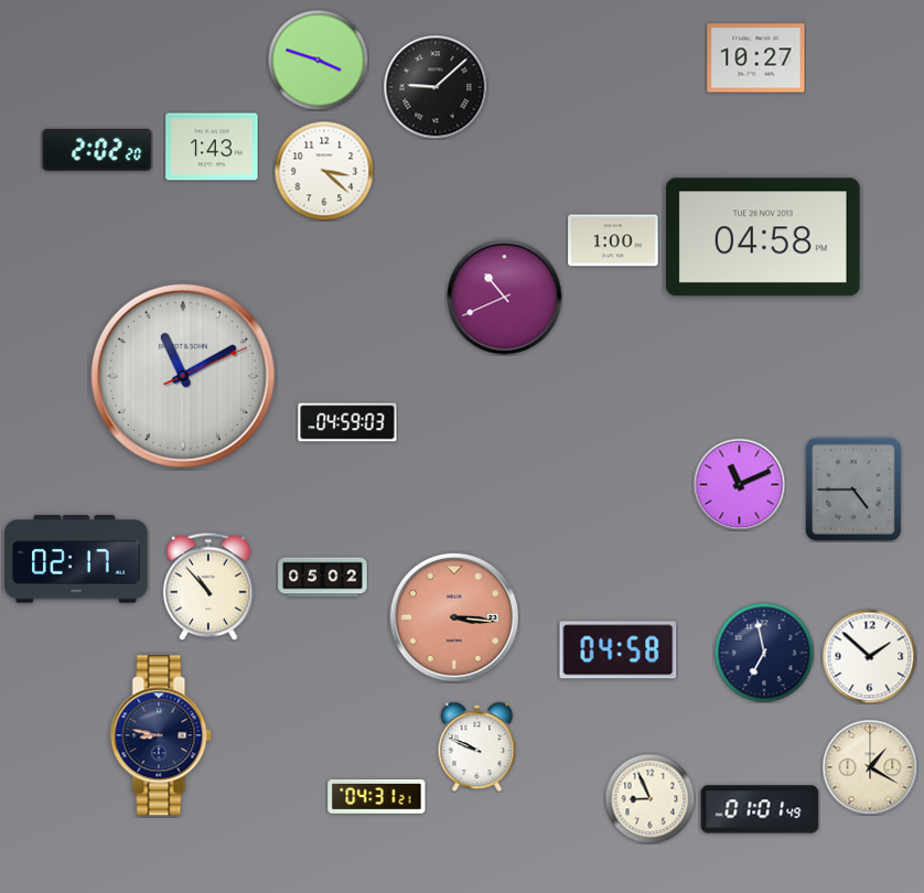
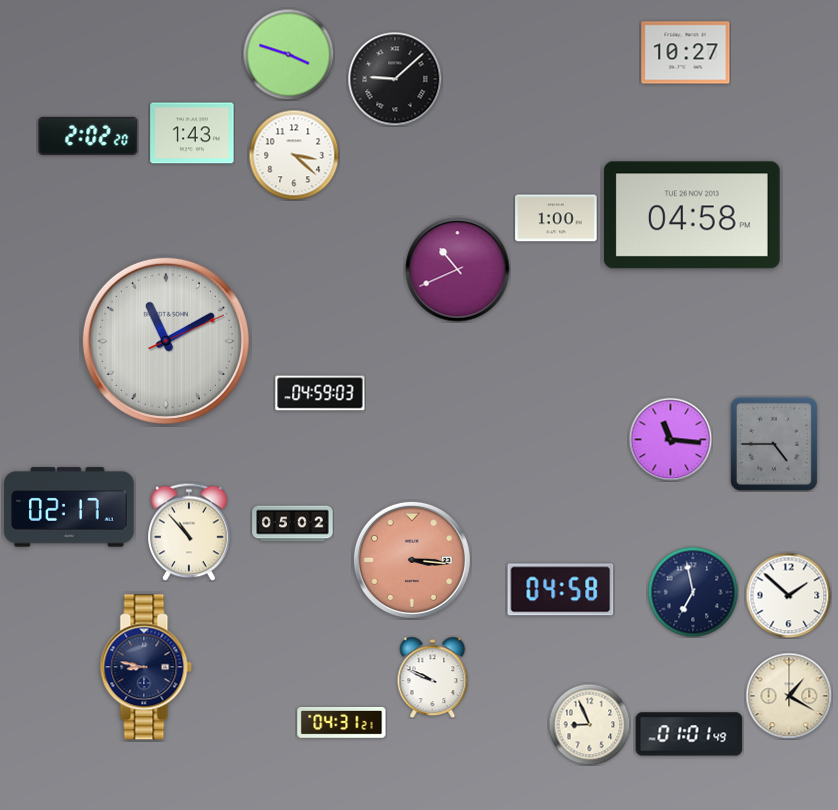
clock at (347, 422) position: (347, 422) -> (320, 393)
clock at (739, 484): 11:11 -> 11:16
